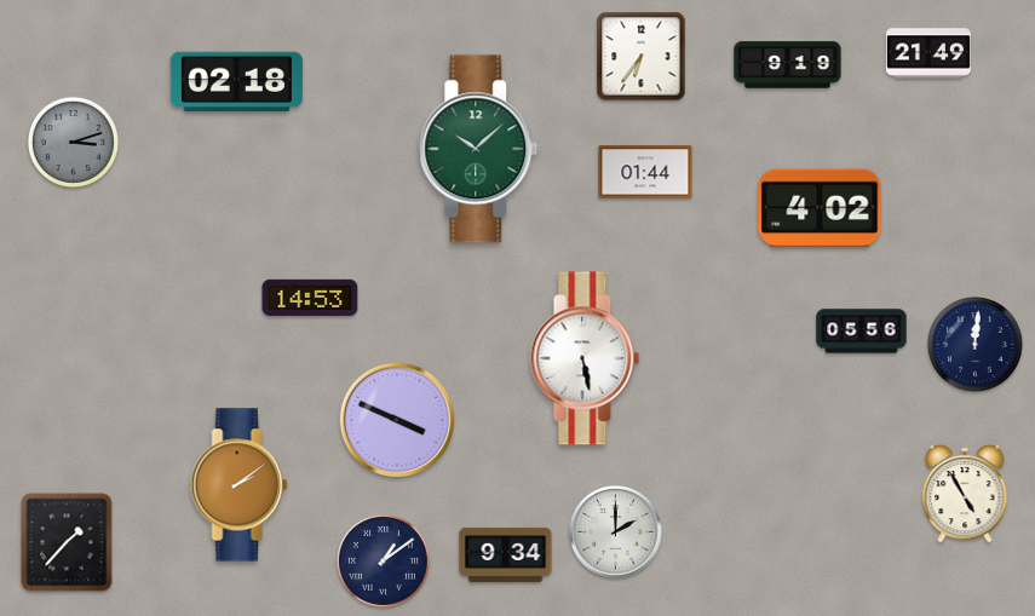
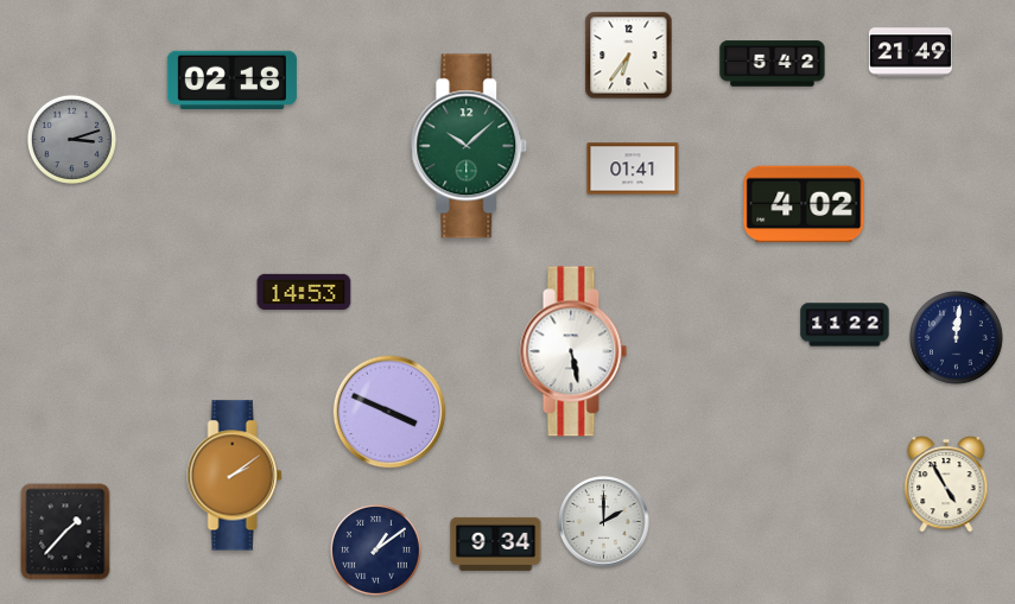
clock at (788, 65): 9:19 -> 5:42
clock at (645, 172): 01:44 -> 01:41
clock at (862, 332): 05:56 -> 11:22
